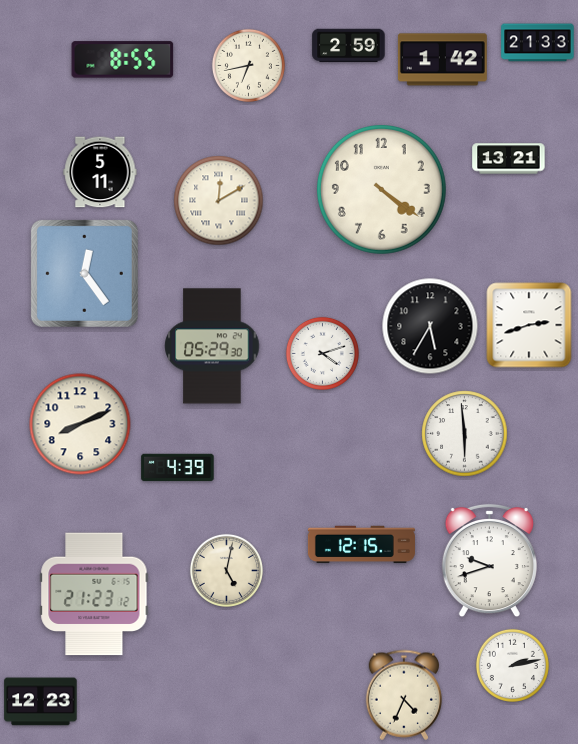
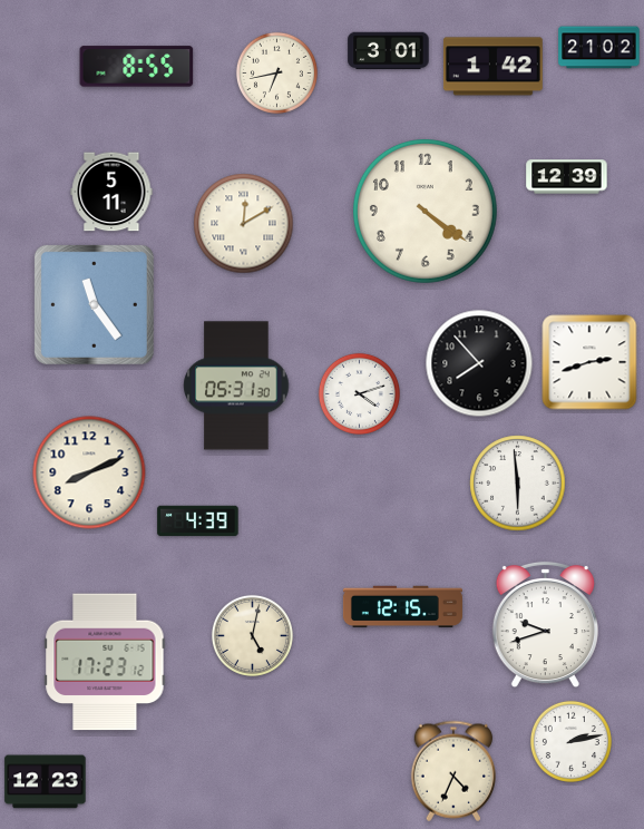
clock at (538, 43): 21:33 -> 21:02
clock at (349, 46): 2:59 -> 3:01
clock at (509, 159): 13:21 -> 12:39
clock at (84, 273): 12:24 -> 11:24
clock at (430, 326): 5:35 -> 7:53
clock at (212, 346): 05:29 -> 05:31
clock at (94, 594): 21:23 -> 17:23
clock at (403, 695) position: (403, 695) -> (452, 771)
